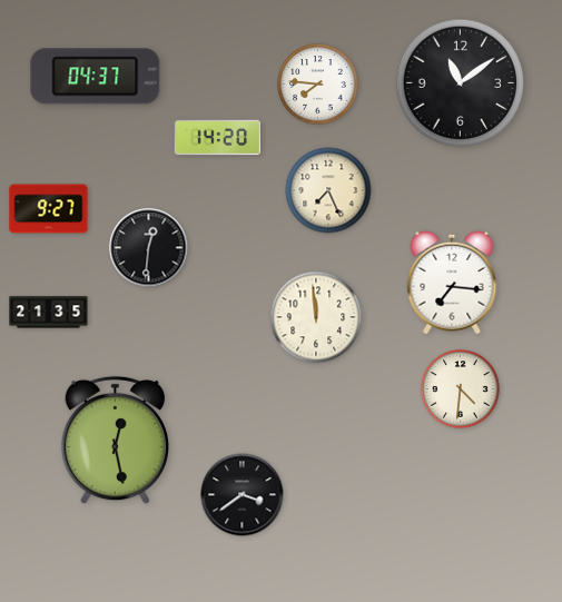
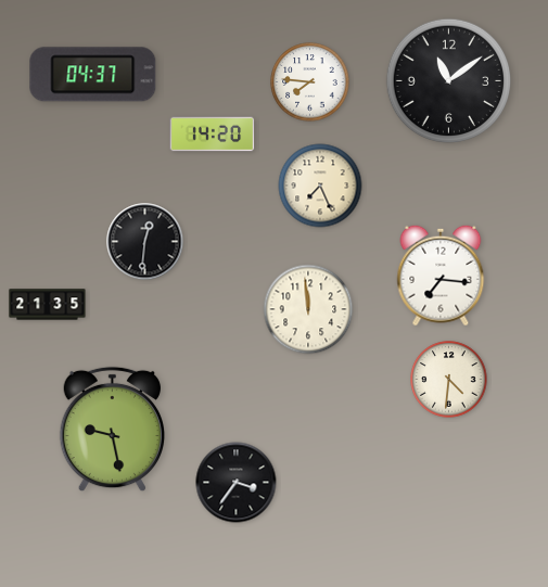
clock at (49, 209): 9:27 -> none
clock at (115, 441): 12:28 -> 9:28
clock at (243, 495): 3:39 -> 3:36
